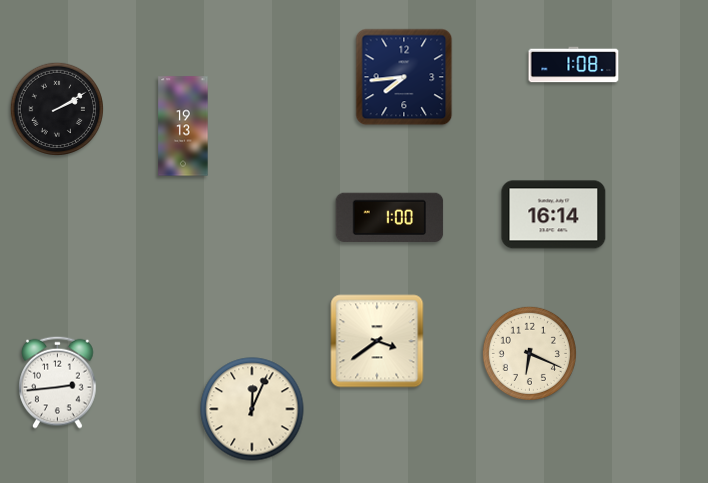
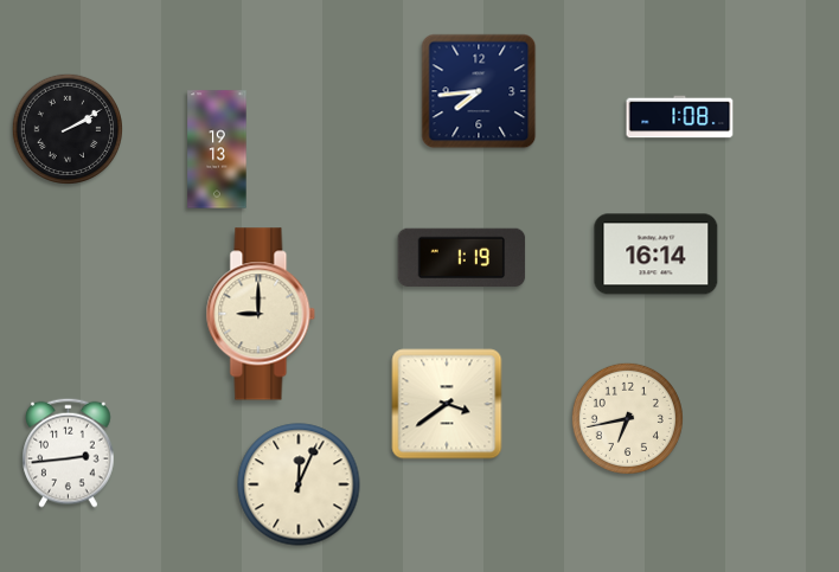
clock at (574, 65) position: (574, 65) -> (680, 117)
clock at (390, 218): 1:00 -> 1:19
clock at (261, 314): none -> 9:00
clock at (529, 353): 6:19 -> 6:43
